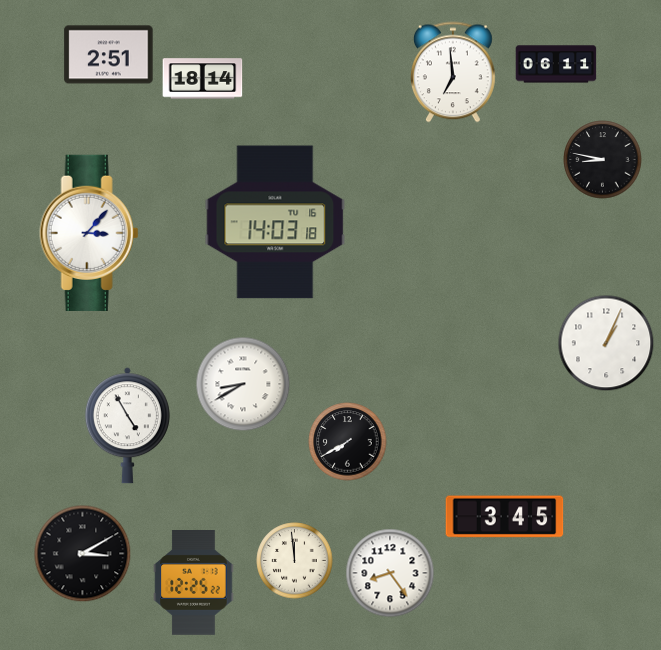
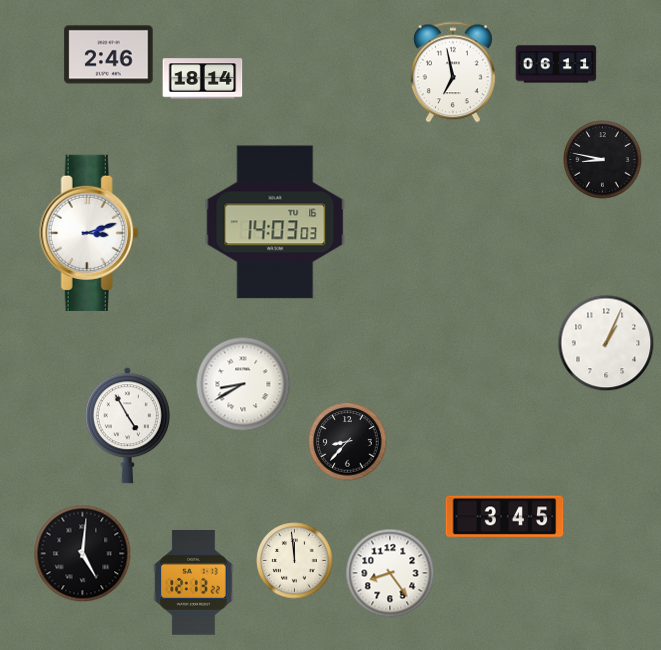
clock at (109, 55): 2:51 -> 2:46
clock at (453, 72): 6:59 -> 6:58
clock at (275, 222): 14:03:18 -> 14:03:03
clock at (89, 232): 3:07 -> 3:12
clock at (348, 442): 7:40 -> 8:37
clock at (83, 554): 3:10 -> 5:01
clock at (194, 583): 12:25 -> 12:13
